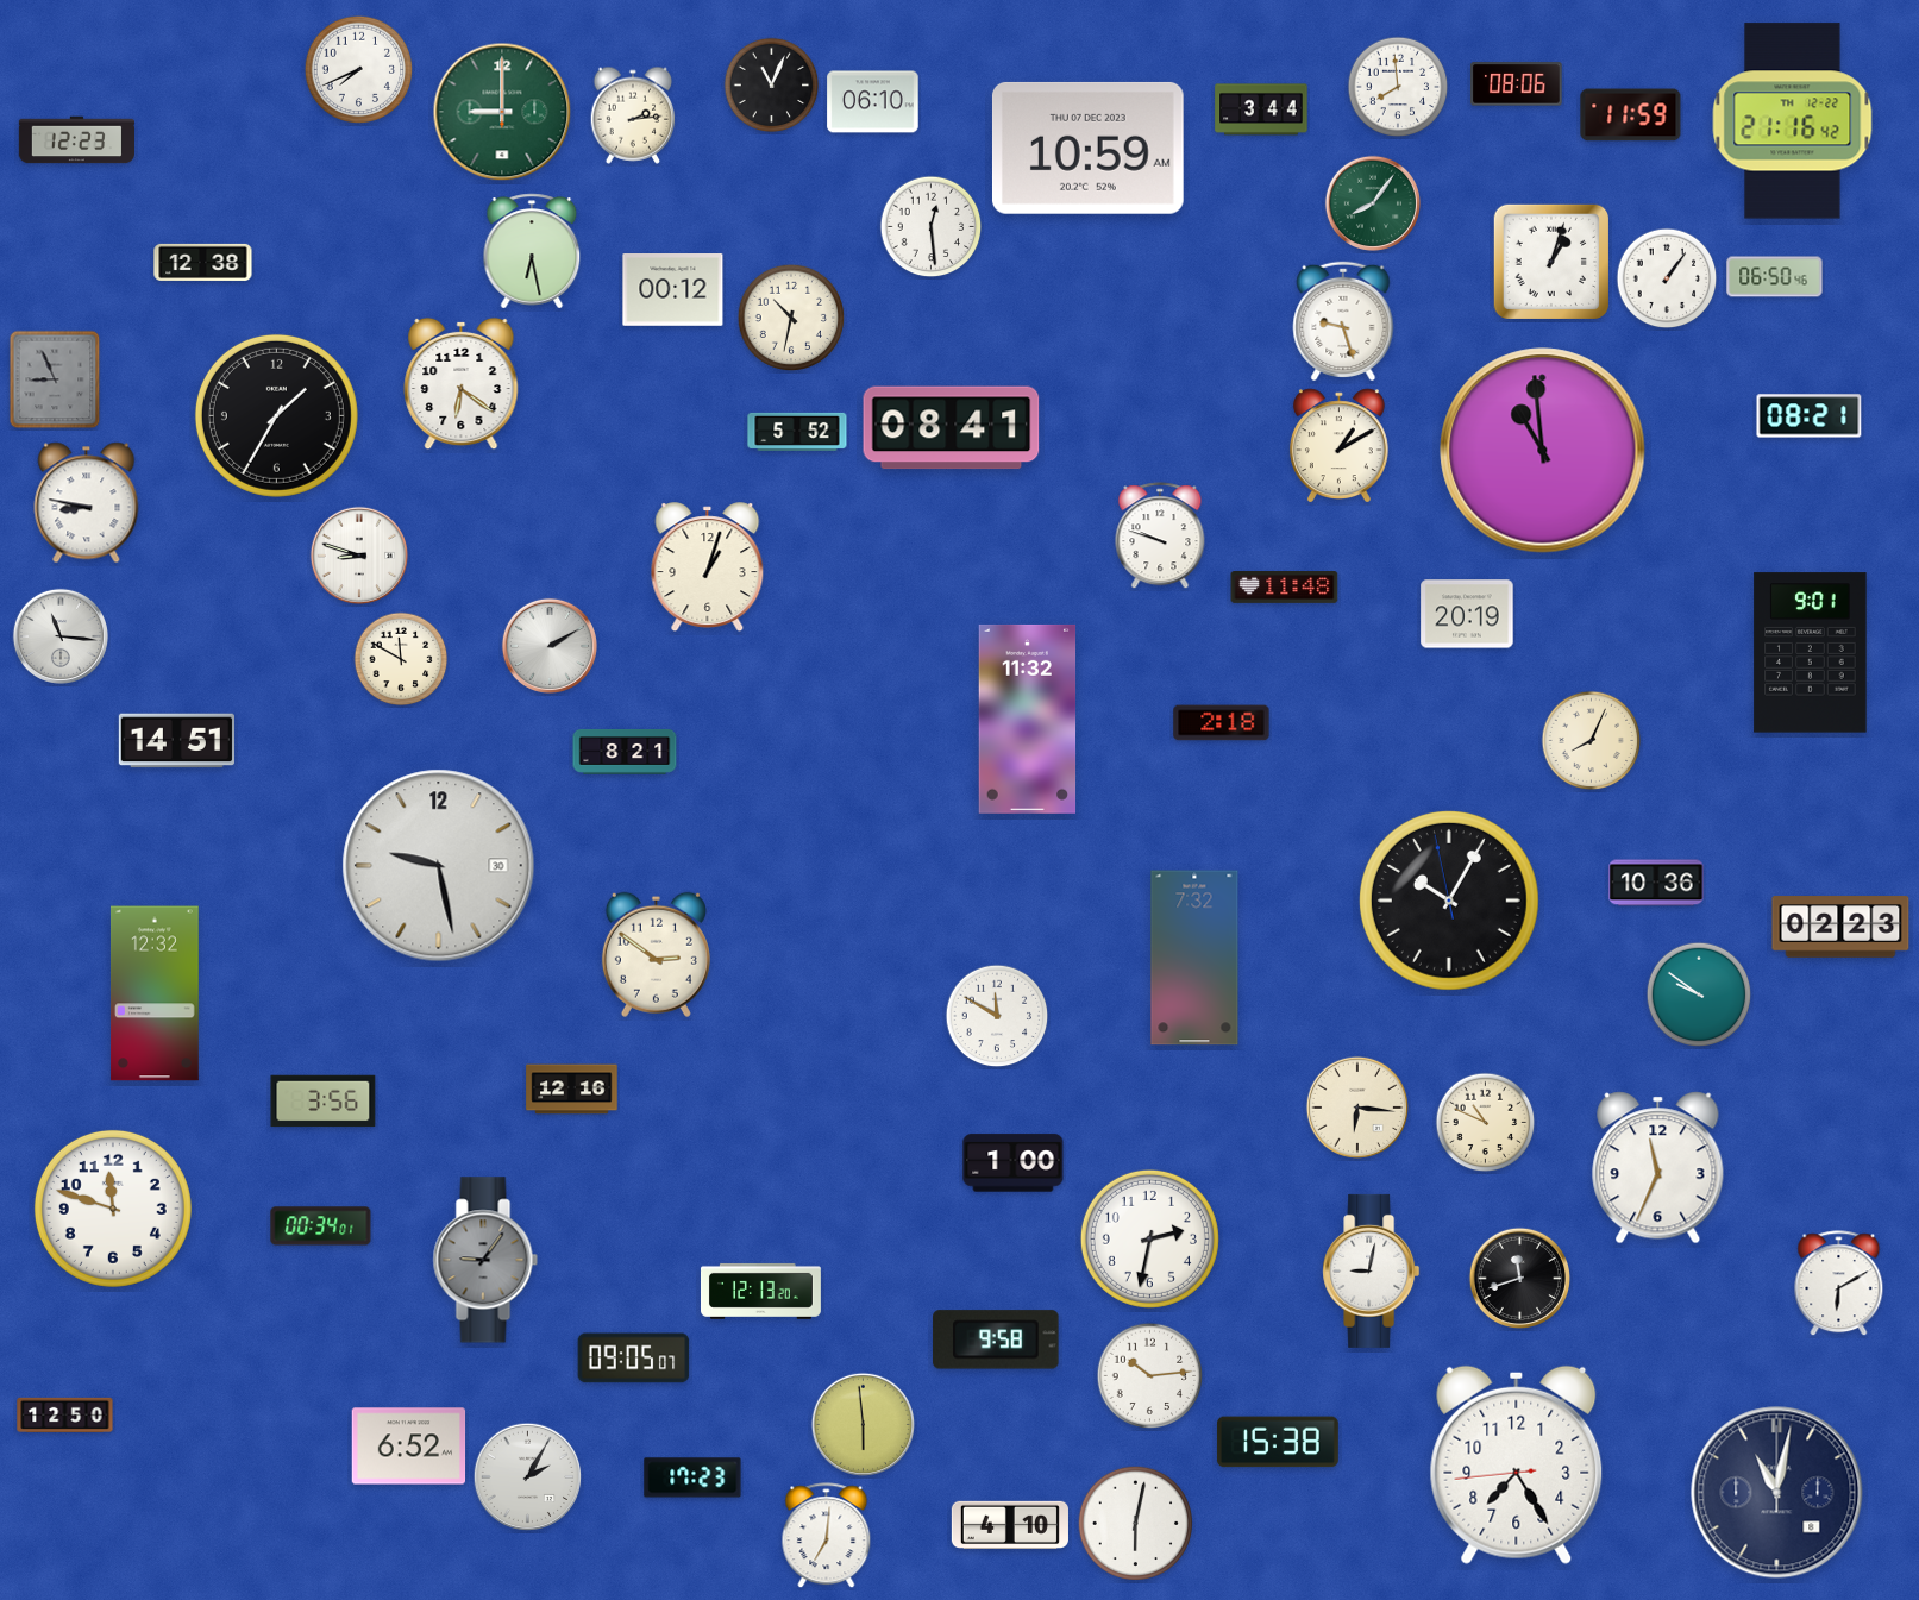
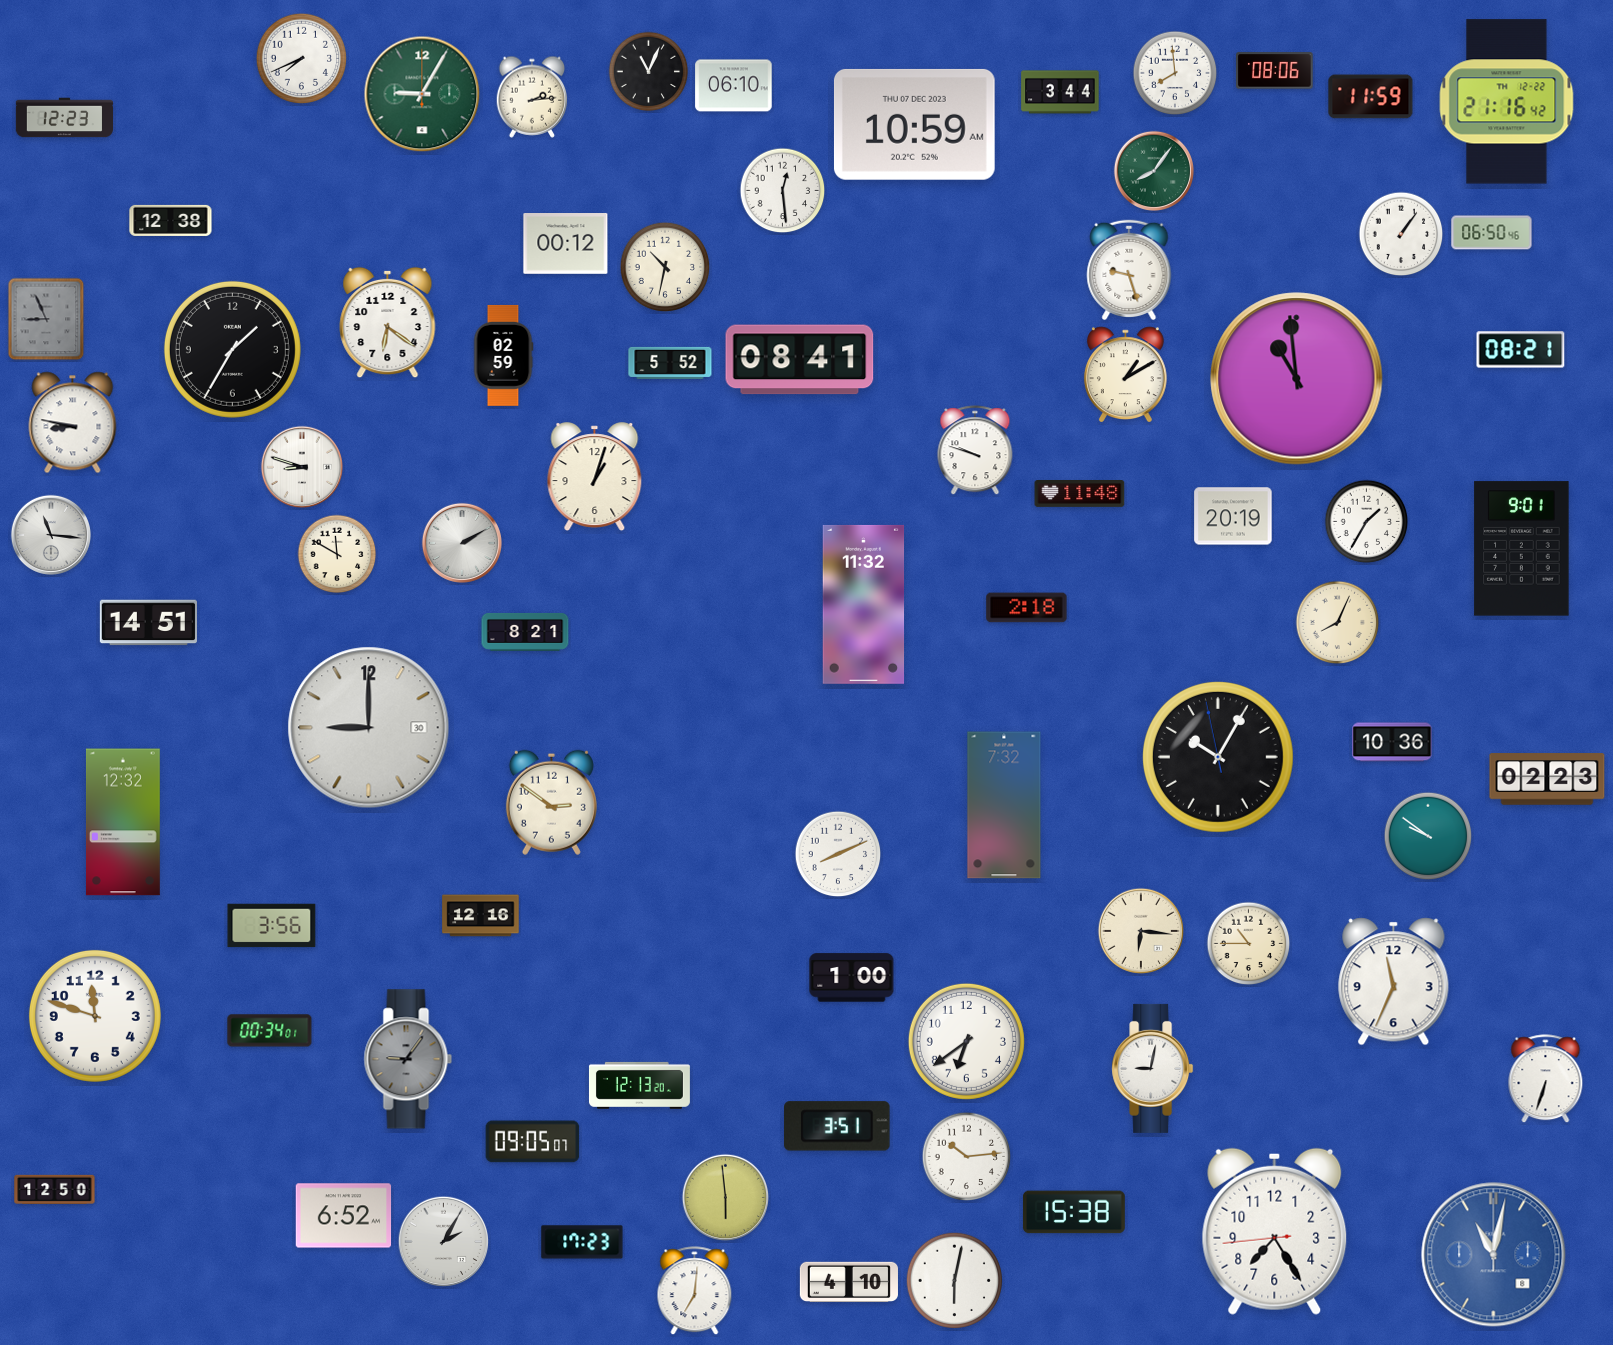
clock at (502, 112): 9:00 -> 9:05
clock at (532, 251): 6:28 -> none
clock at (1550, 261): 1:03 -> none
clock at (503, 355): none -> 02:59
clock at (1367, 522): none -> 1:35
clock at (439, 866): 9:28 -> 9:00
clock at (155, 993) position: (155, 993) -> (123, 822)
clock at (997, 1016): 11:50 -> 8:11
clock at (1486, 1123): 10:49 -> 10:45
clock at (1149, 1238): 2:32 -> 6:39
clock at (1519, 1278): 11:42 -> none
clock at (1839, 1284): 6:10 -> 6:33
clock at (996, 1339): 9:58 -> 3:51
clock at (1777, 1493) dial: navy -> blue
